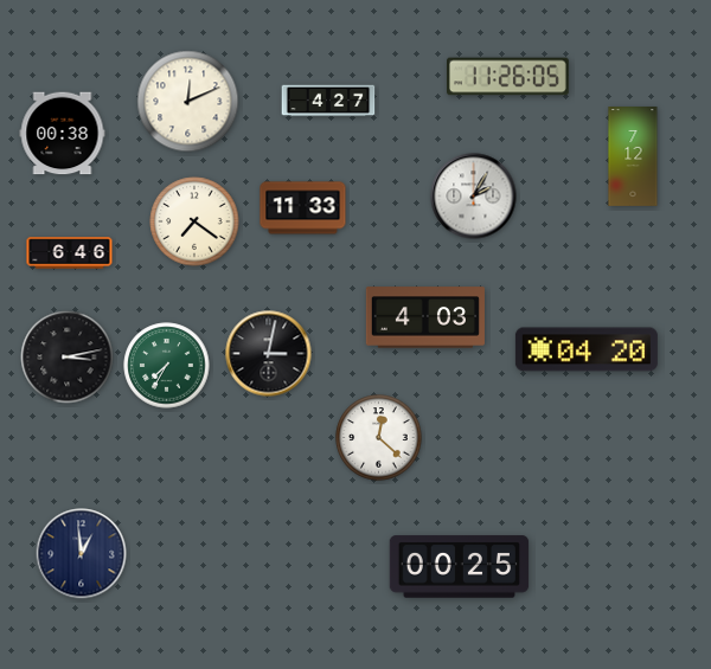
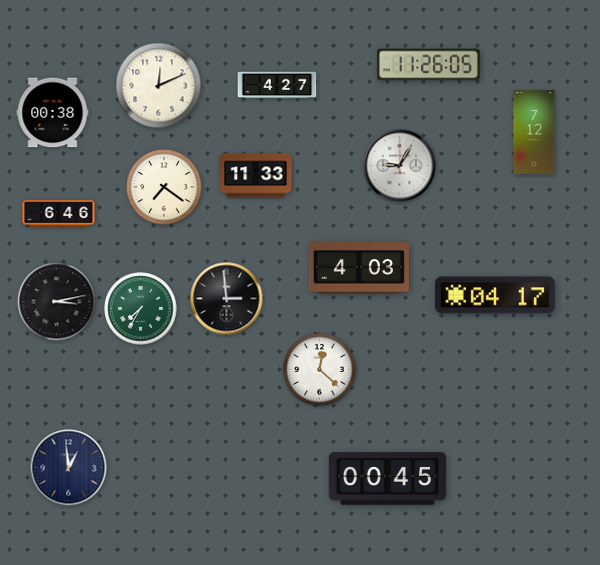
clock at (474, 197): 2:05 -> 9:05
clock at (587, 349): 04:20 -> 04:17
clock at (269, 354): 3:02 -> 2:59
clock at (460, 567): 00:25 -> 00:45
